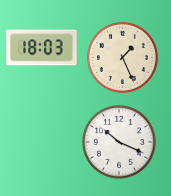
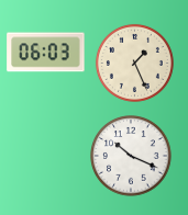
clock at (42, 48): 18:03 -> 06:03
